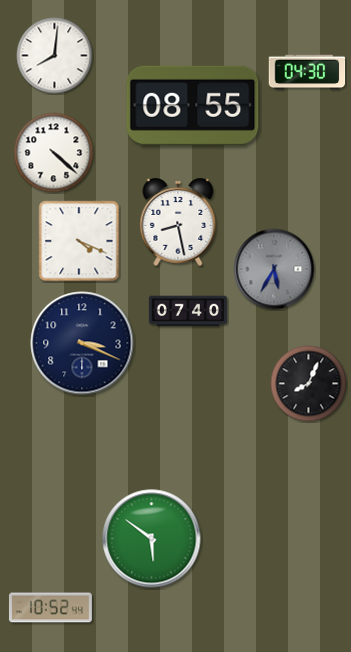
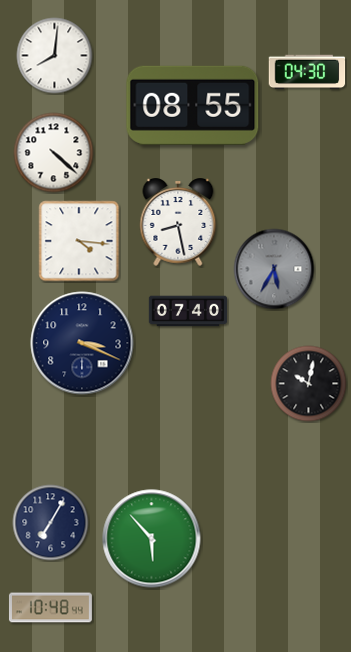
clock at (79, 241): 4:19 -> 4:16
clock at (309, 384): 8:04 -> 10:02
clock at (51, 523): none -> 7:05
clock at (152, 539): 5:51 -> 5:53
clock at (50, 608): 10:52 -> 10:48
